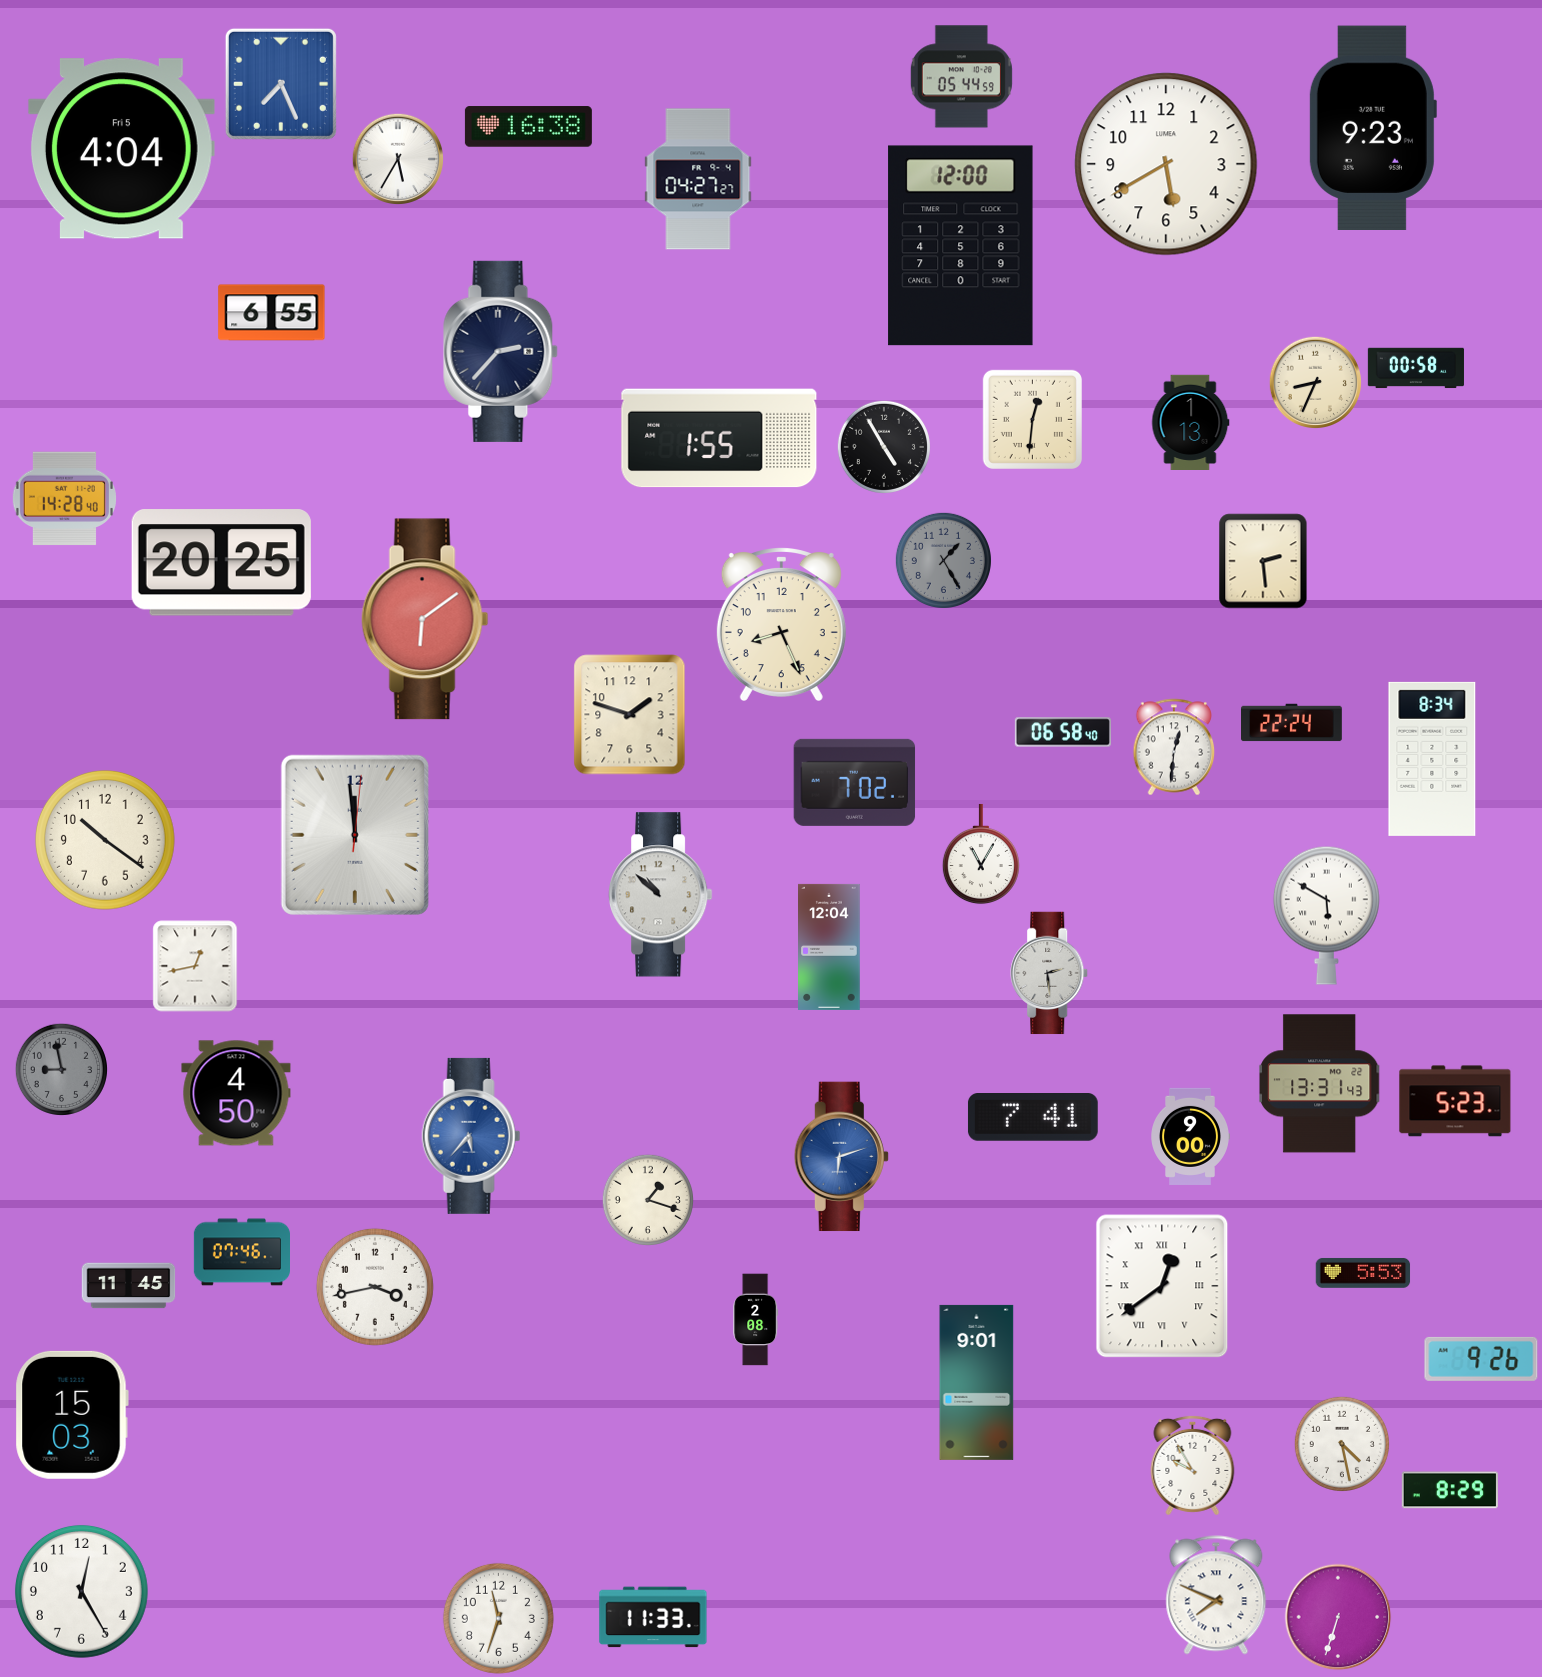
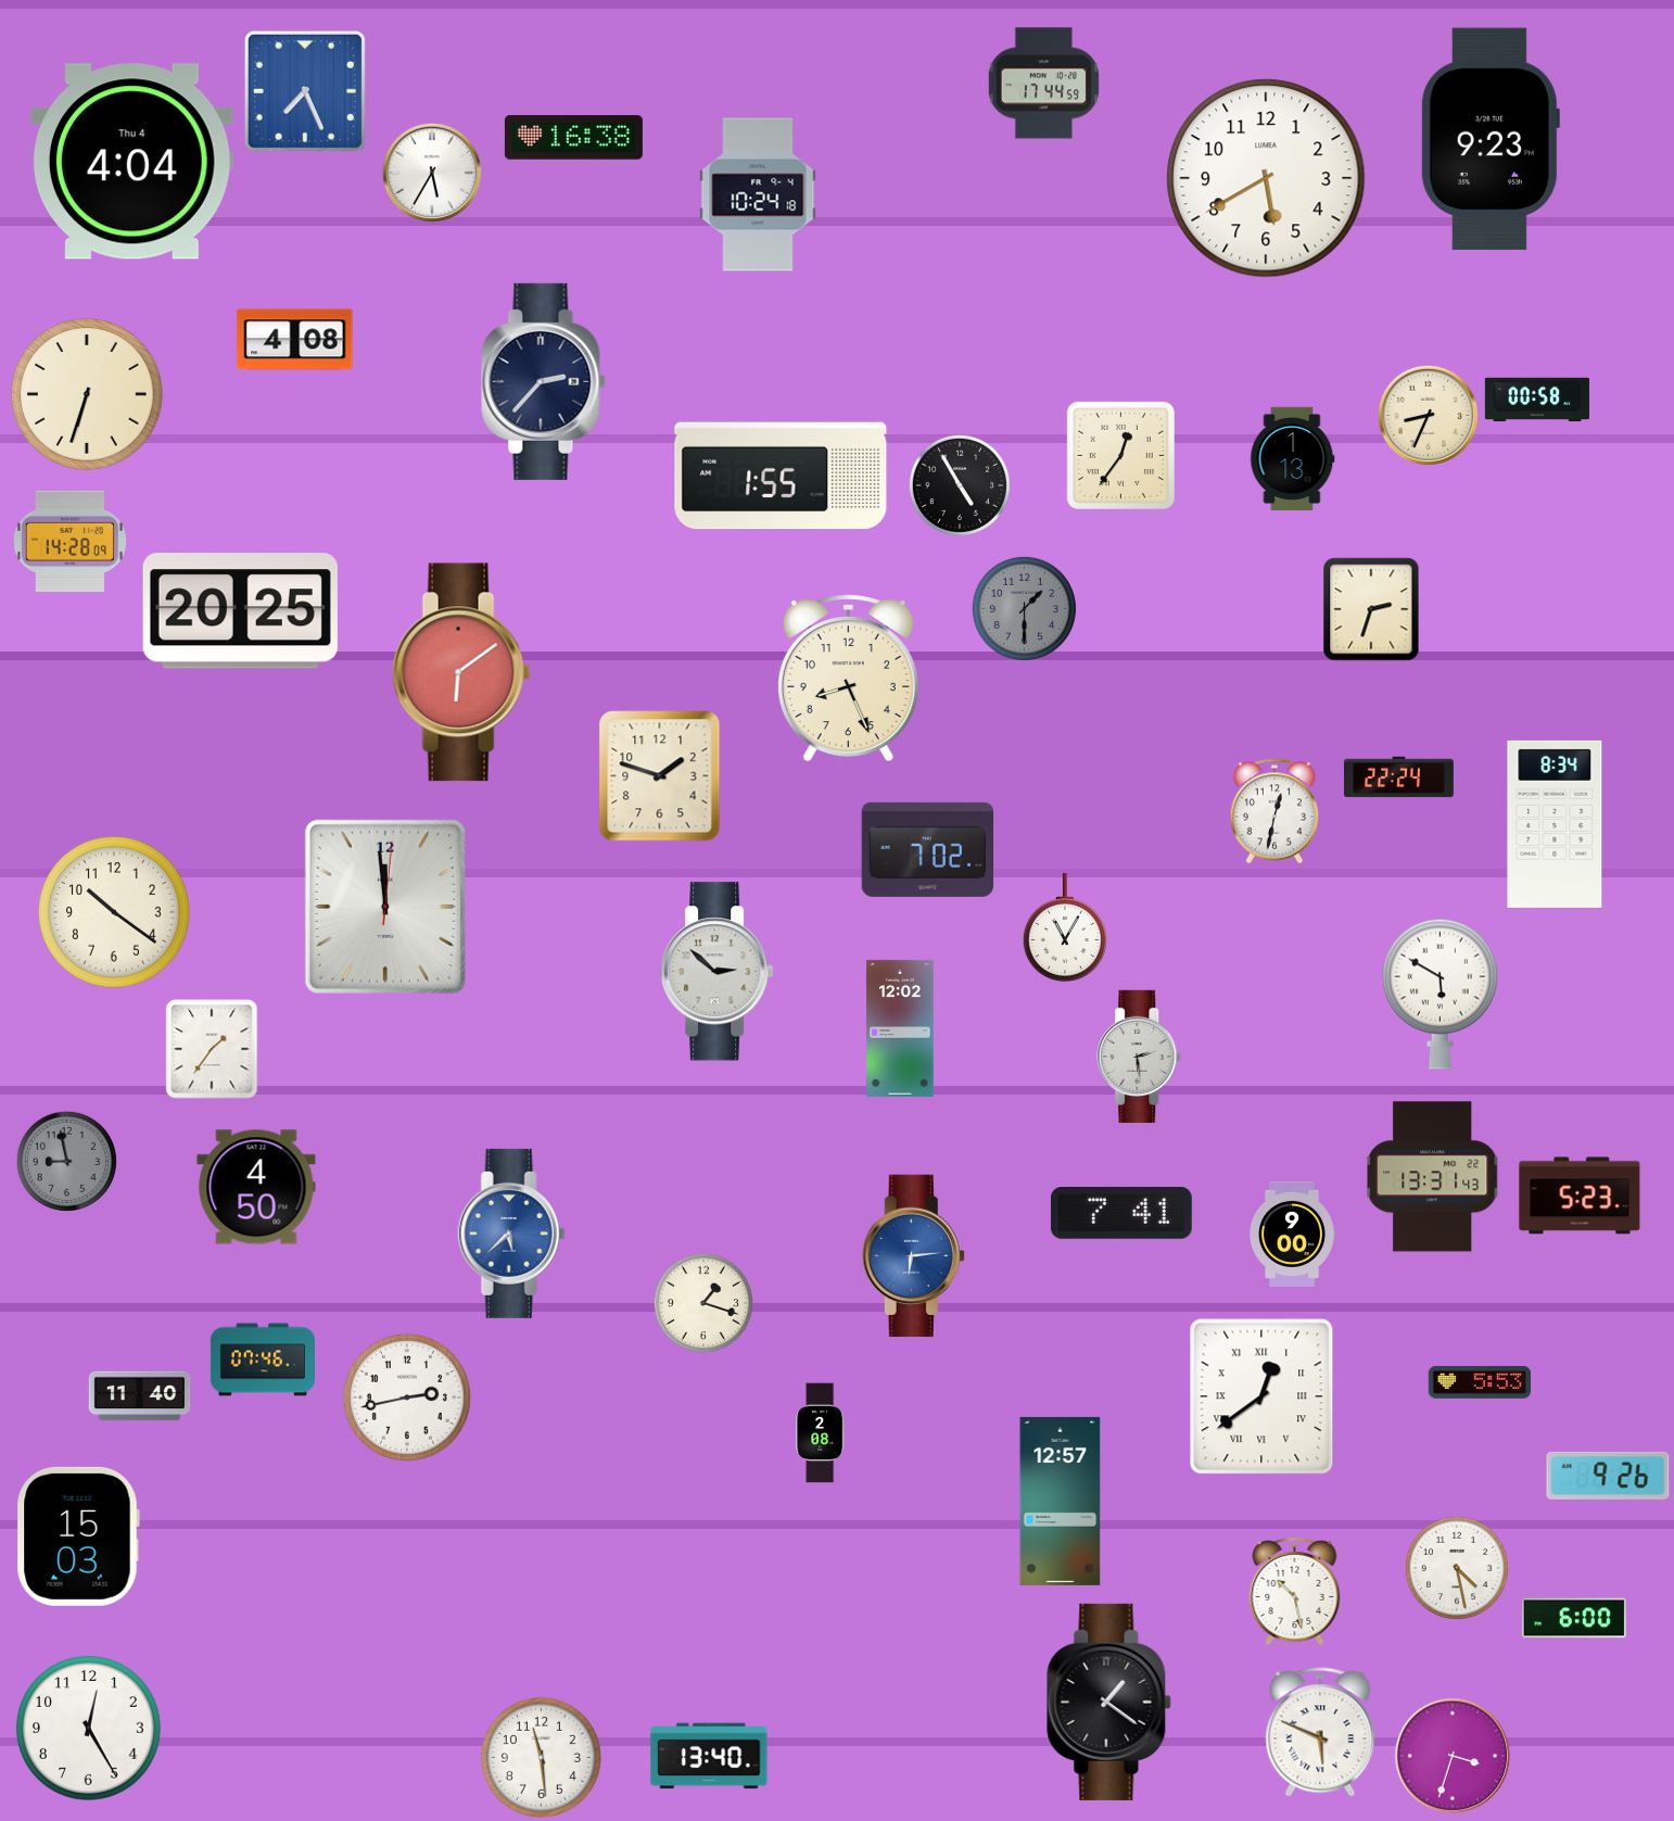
clock at (961, 77): 05:44 -> 17:44
clock at (121, 149) date: Fri 5 -> Thu 4
clock at (698, 179): 04:27 -> 10:24
clock at (961, 246): 12:00 -> none
clock at (272, 313): 6:55 -> 4:08
clock at (87, 394): none -> 6:33
clock at (1032, 419): 12:31 -> 12:36
clock at (64, 499): 14:28:40 -> 14:28:09
clock at (943, 560): 1:25 -> 1:30
clock at (1263, 561): 2:29 -> 2:33
clock at (630, 715) position: (630, 715) -> (660, 776)
clock at (1292, 723) position: (1292, 723) -> (1399, 777)
clock at (1063, 732): 06:58 -> none
clock at (1174, 747): 12:31 -> 12:32
clock at (661, 895): 10:52 -> 2:52
clock at (830, 947): 12:04 -> 12:02
clock at (195, 966): 12:43 -> 1:36
clock at (471, 1136): 5:37 -> 5:38
clock at (841, 1157): 6:12 -> 6:14
clock at (129, 1286): 11:45 -> 11:40
clock at (375, 1287): 3:43 -> 2:43
clock at (977, 1382): 9:01 -> 12:57
clock at (1193, 1465): 9:55 -> 10:28
clock at (1450, 1490): 8:29 -> 6:00
clock at (1109, 1702): none -> 1:21
clock at (1216, 1595): 7:49 -> 5:49
clock at (653, 1617): 11:33 -> 13:40
clock at (1338, 1617): 6:33 -> 3:33
clock at (498, 1618): 11:33 -> 11:29
